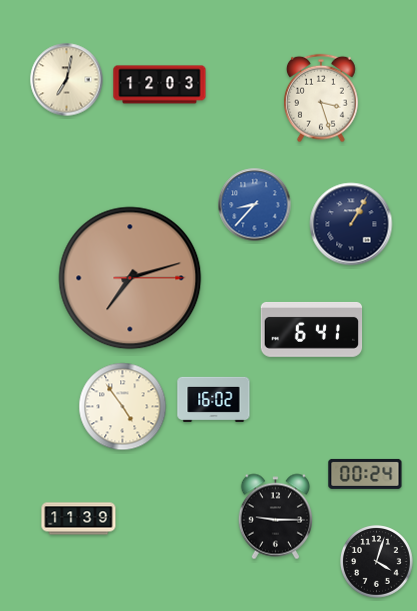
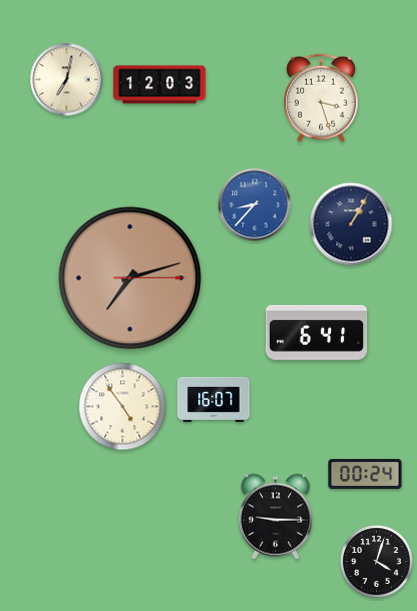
clock at (312, 329) position: (312, 329) -> (317, 332)
clock at (214, 399): 16:02 -> 16:07
clock at (79, 519): 11:39 -> none
